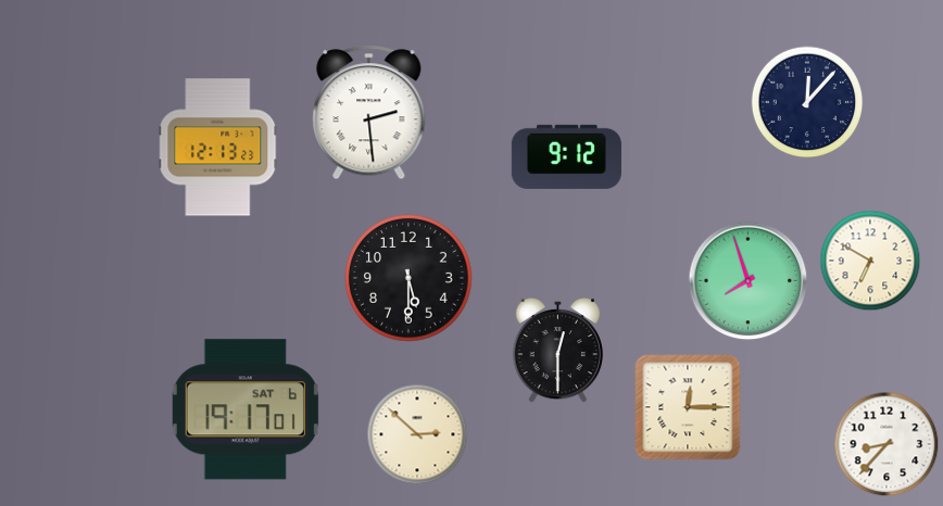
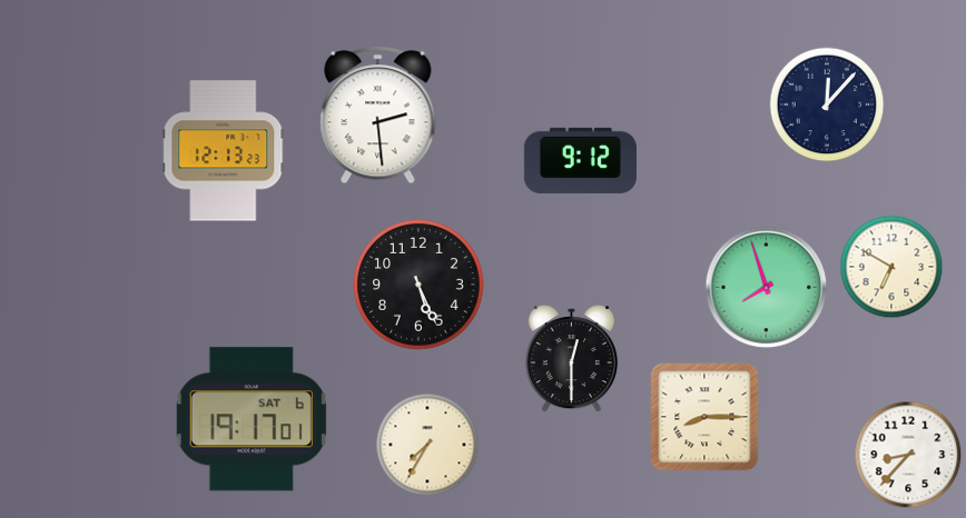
clock at (408, 278): 5:30 -> 5:26
clock at (688, 407): 12:15 -> 8:15
clock at (417, 434): 2:52 -> 7:35
